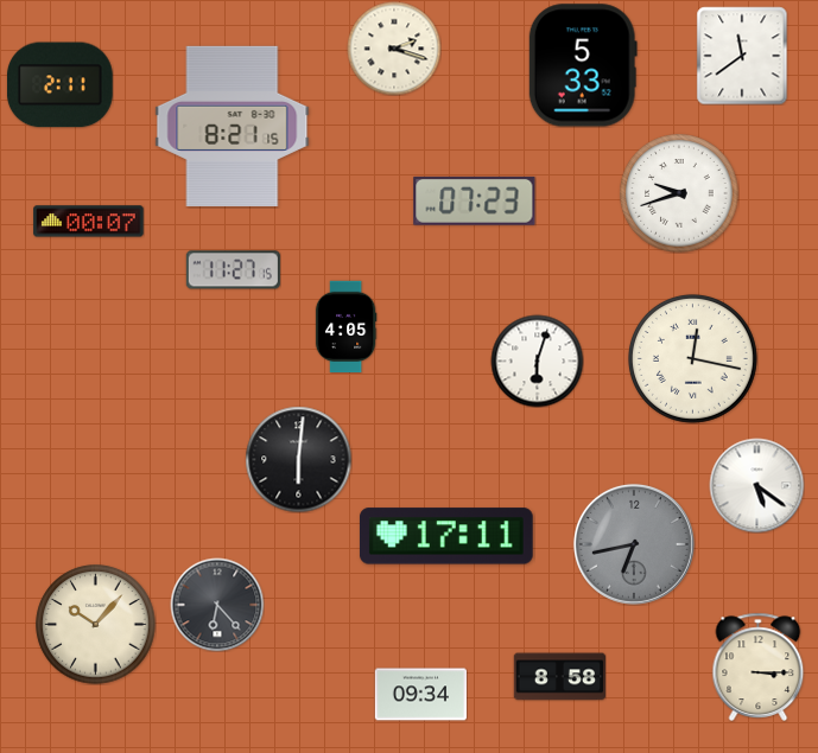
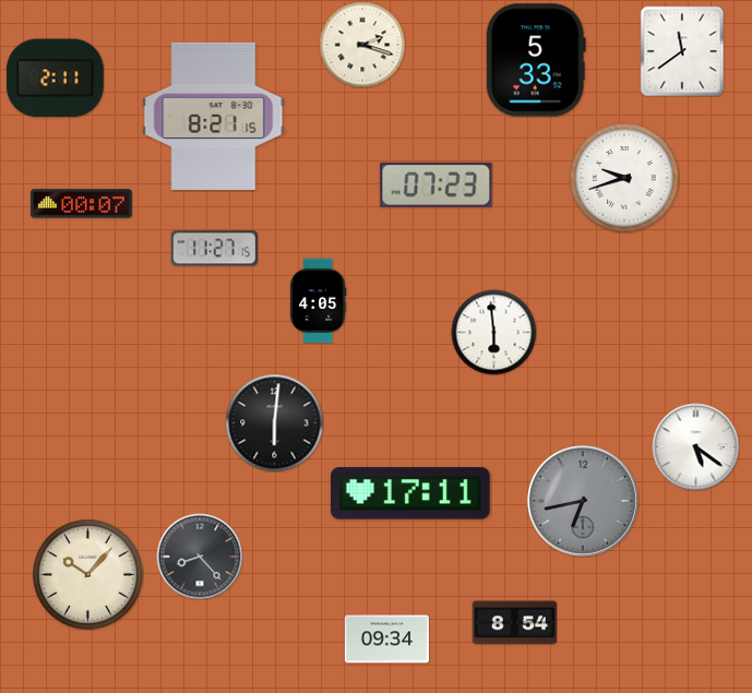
clock at (692, 358): 12:17 -> none
clock at (537, 360): 6:03 -> 5:59
clock at (217, 605): 6:23 -> 8:23
clock at (759, 666): 3:15 -> none
clock at (559, 677): 8:58 -> 8:54
